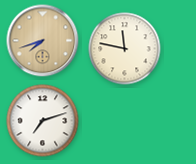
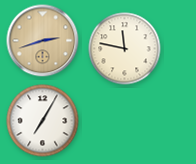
clock at (43, 41): 7:42 -> 2:42
clock at (43, 121): 7:12 -> 7:05
